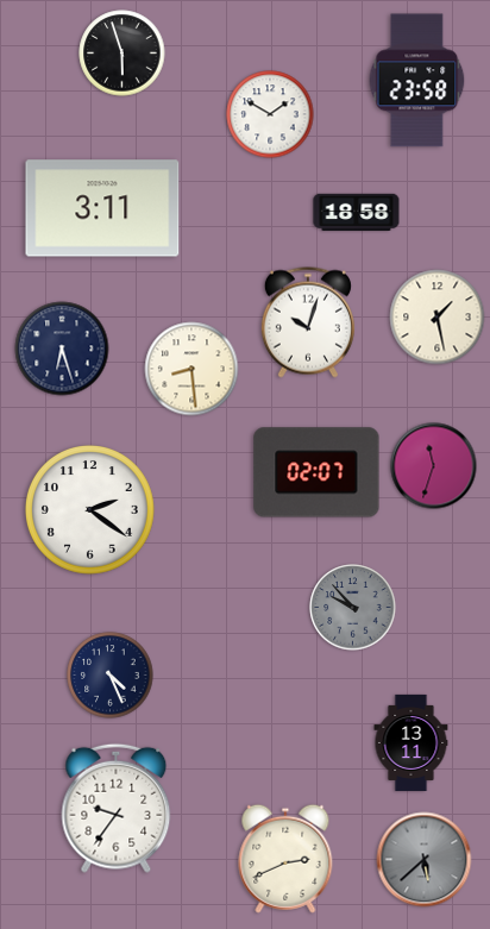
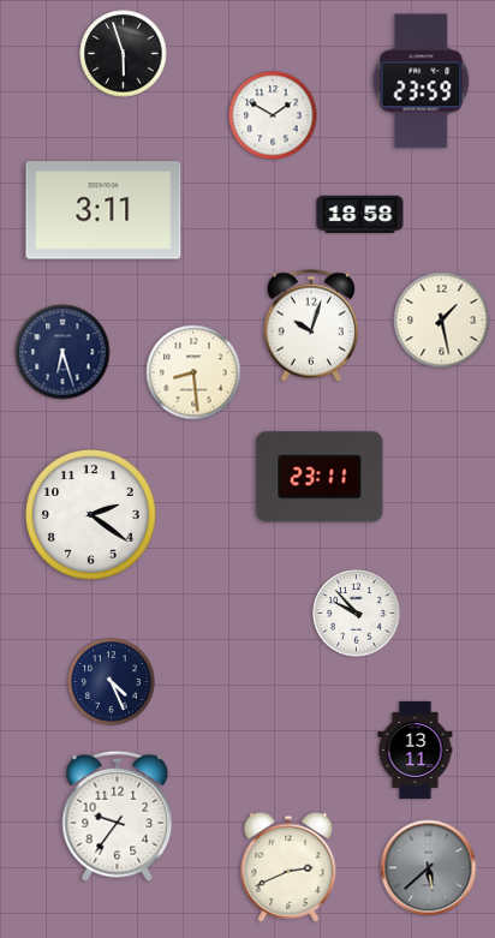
clock at (417, 81): 23:58 -> 23:59
clock at (434, 466): 11:33 -> none
clock at (316, 472): 02:07 -> 23:11
clock at (353, 608) dial: grey -> white
